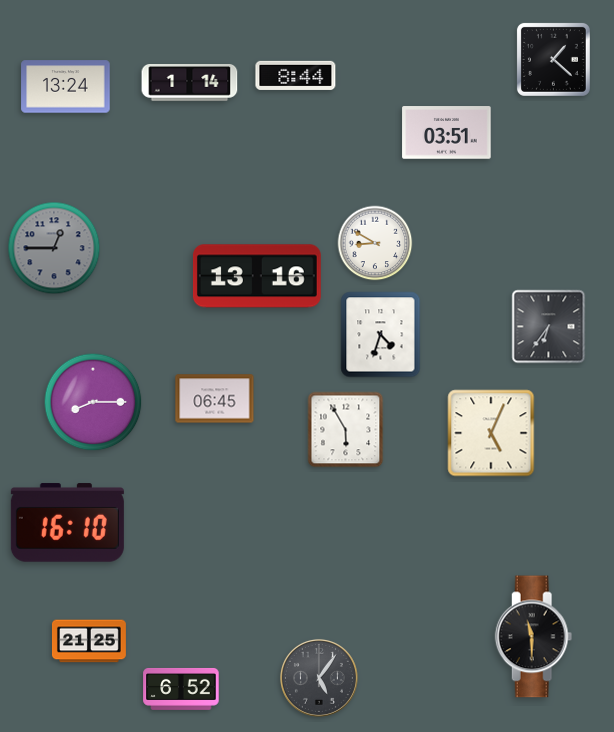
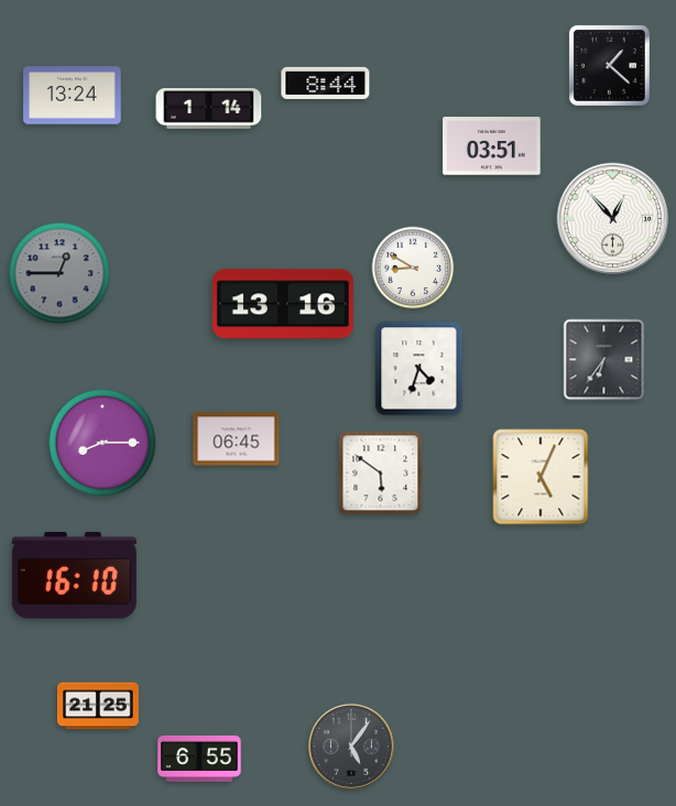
clock at (190, 83) position: (190, 83) -> (209, 109)
clock at (613, 219): none -> 12:53
clock at (346, 430): 5:55 -> 5:51
clock at (534, 637): 11:30 -> none
clock at (181, 689): 6:52 -> 6:55
